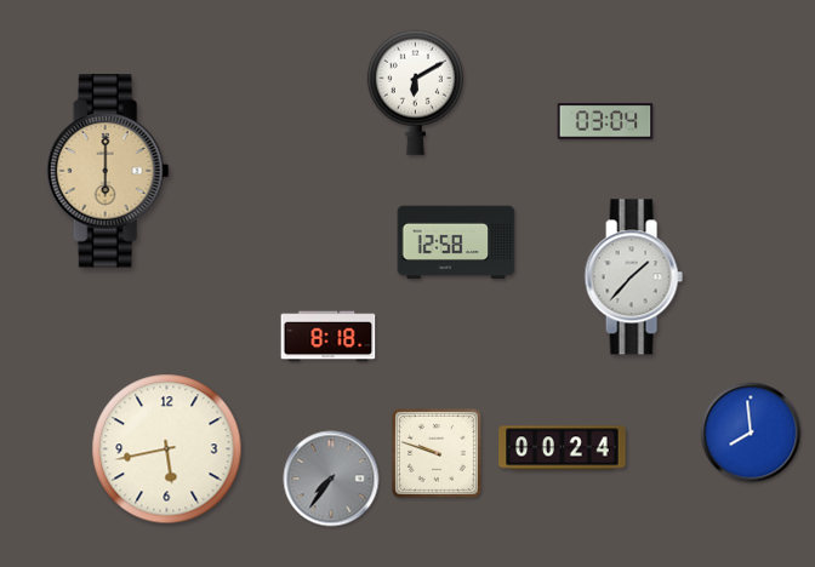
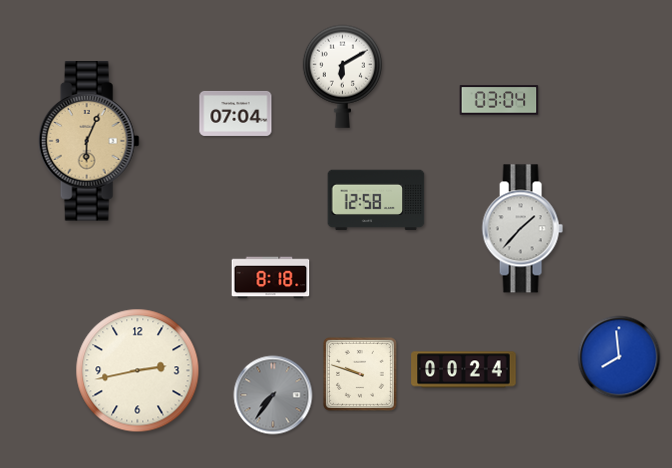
clock at (236, 113): none -> 07:04
clock at (108, 171): 6:00 -> 6:04
clock at (167, 449): 5:43 -> 2:43
